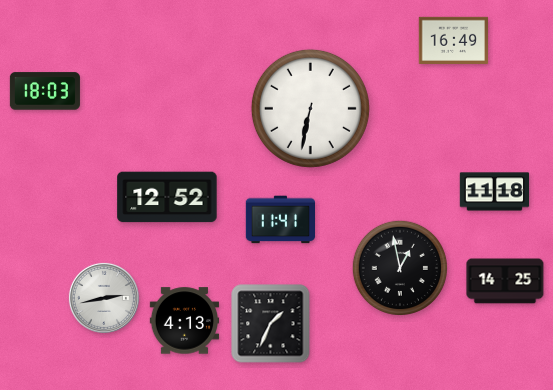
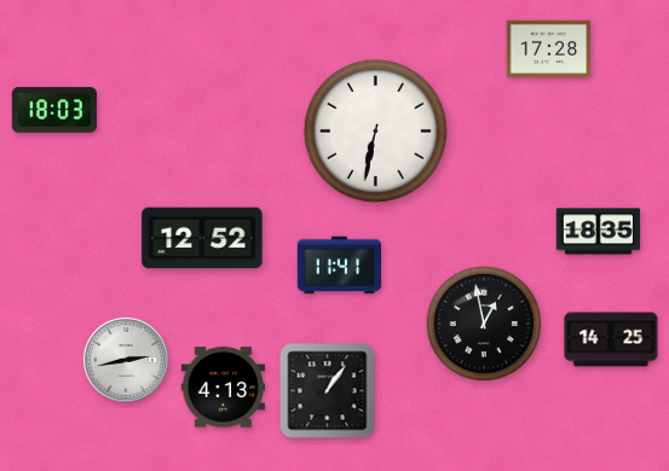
clock at (454, 40): 16:49 -> 17:28
clock at (495, 192): 11:18 -> 18:35
clock at (271, 324): 1:34 -> 1:06
